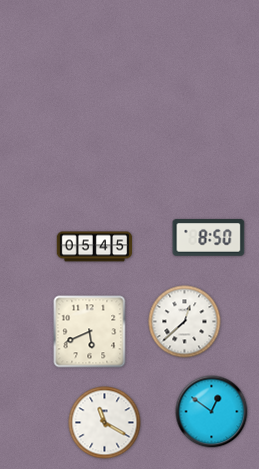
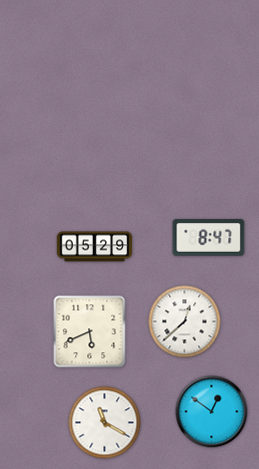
clock at (209, 238): 8:50 -> 8:47
clock at (95, 247): 05:45 -> 05:29
